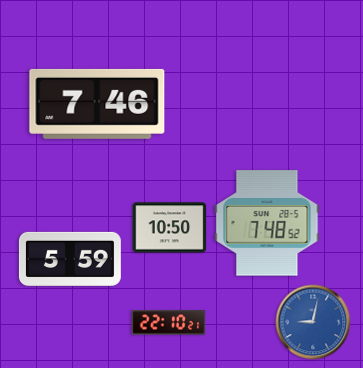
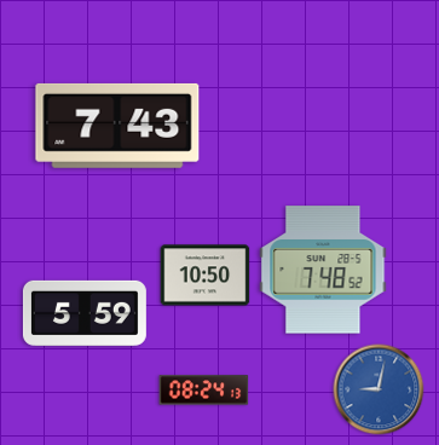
clock at (97, 104): 7:46 -> 7:43
clock at (169, 323): 22:10 -> 08:24
